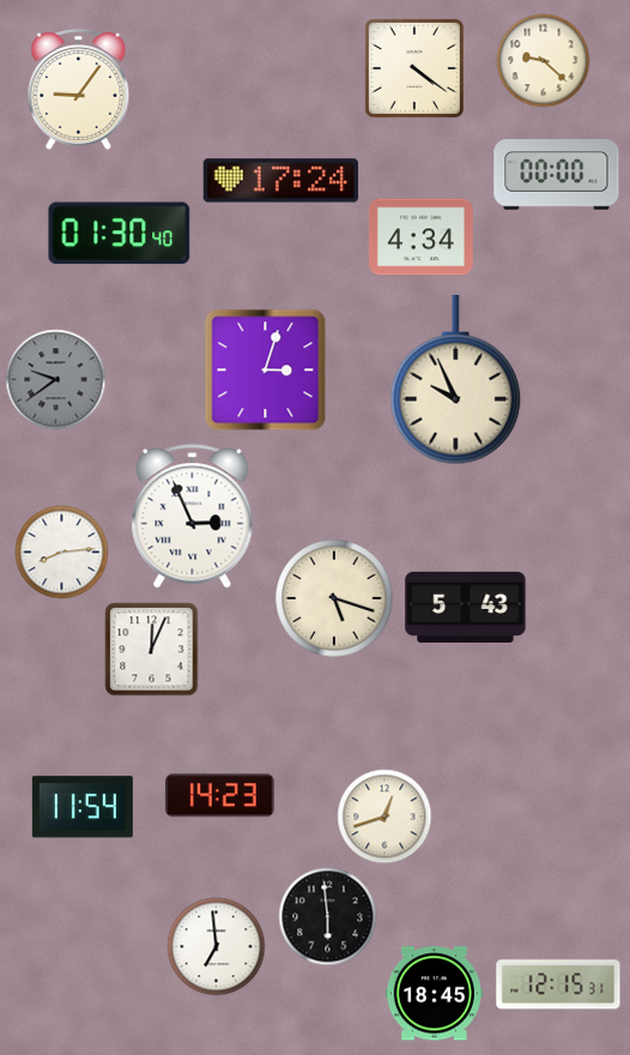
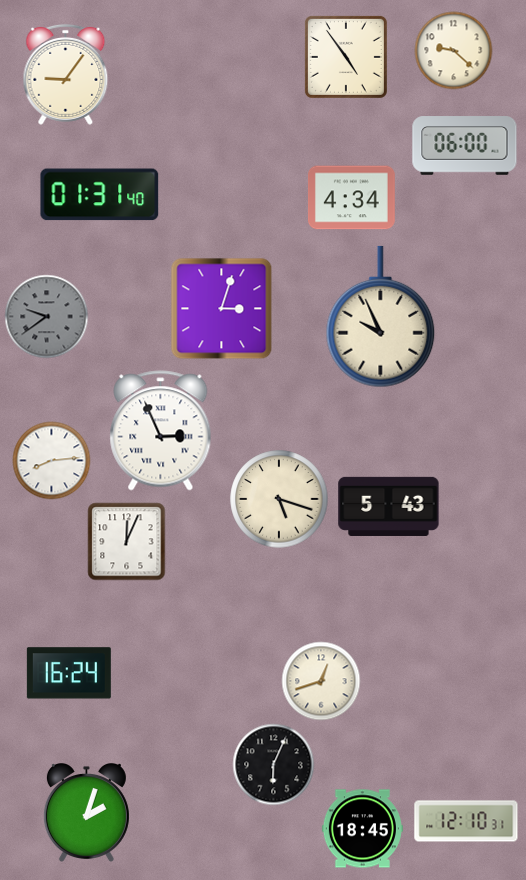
clock at (414, 68): 4:21 -> 4:54
clock at (557, 175): 00:00 -> 06:00
clock at (281, 181): 17:24 -> none
clock at (120, 234): 01:30 -> 01:31
clock at (220, 796): 14:23 -> none
clock at (83, 807): 11:54 -> 16:24
clock at (327, 916): 5:59 -> 6:04
clock at (216, 946): 6:59 -> none
clock at (86, 813): none -> 2:03
clock at (558, 984): 12:15 -> 12:10
